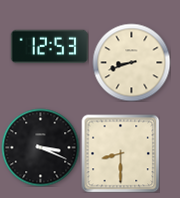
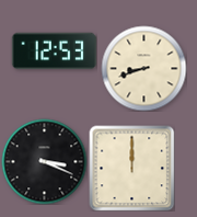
clock at (120, 153): 8:30 -> 12:00
